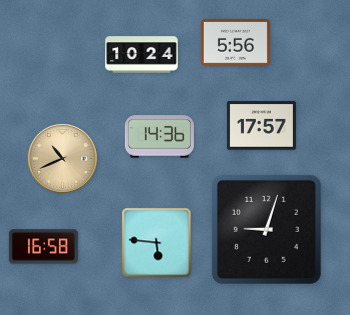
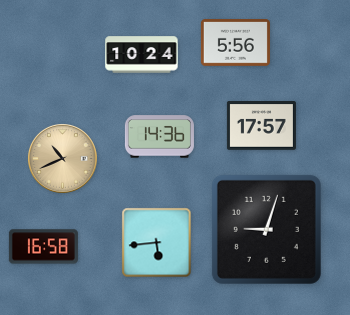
clock at (157, 243): 5:46 -> 5:44
